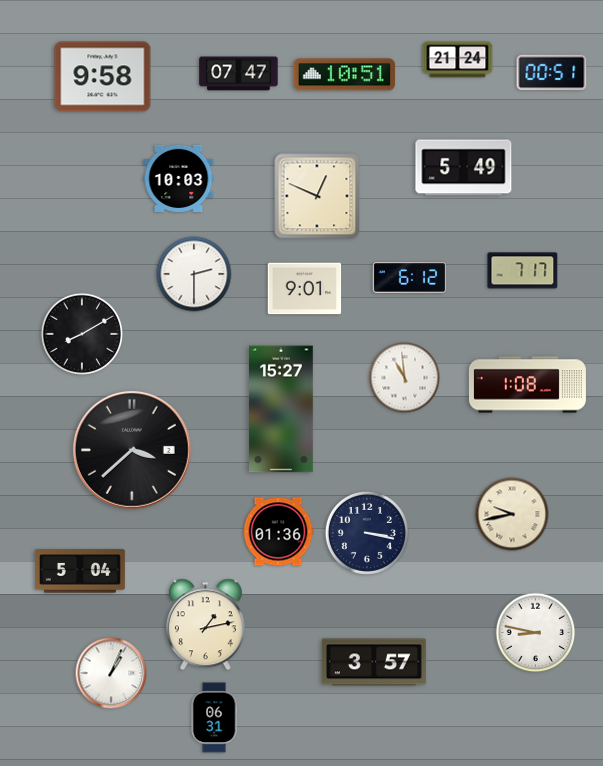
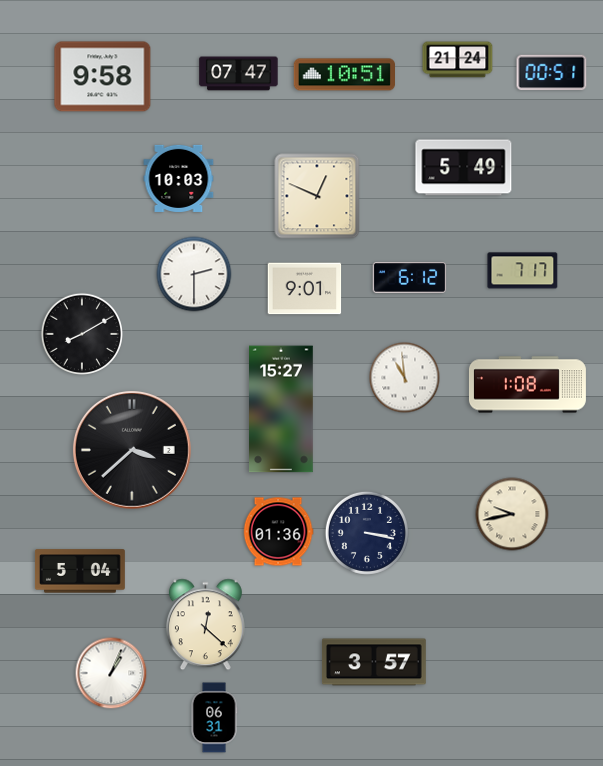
clock at (205, 625): 1:13 -> 12:22
clock at (536, 633): 8:47 -> none
